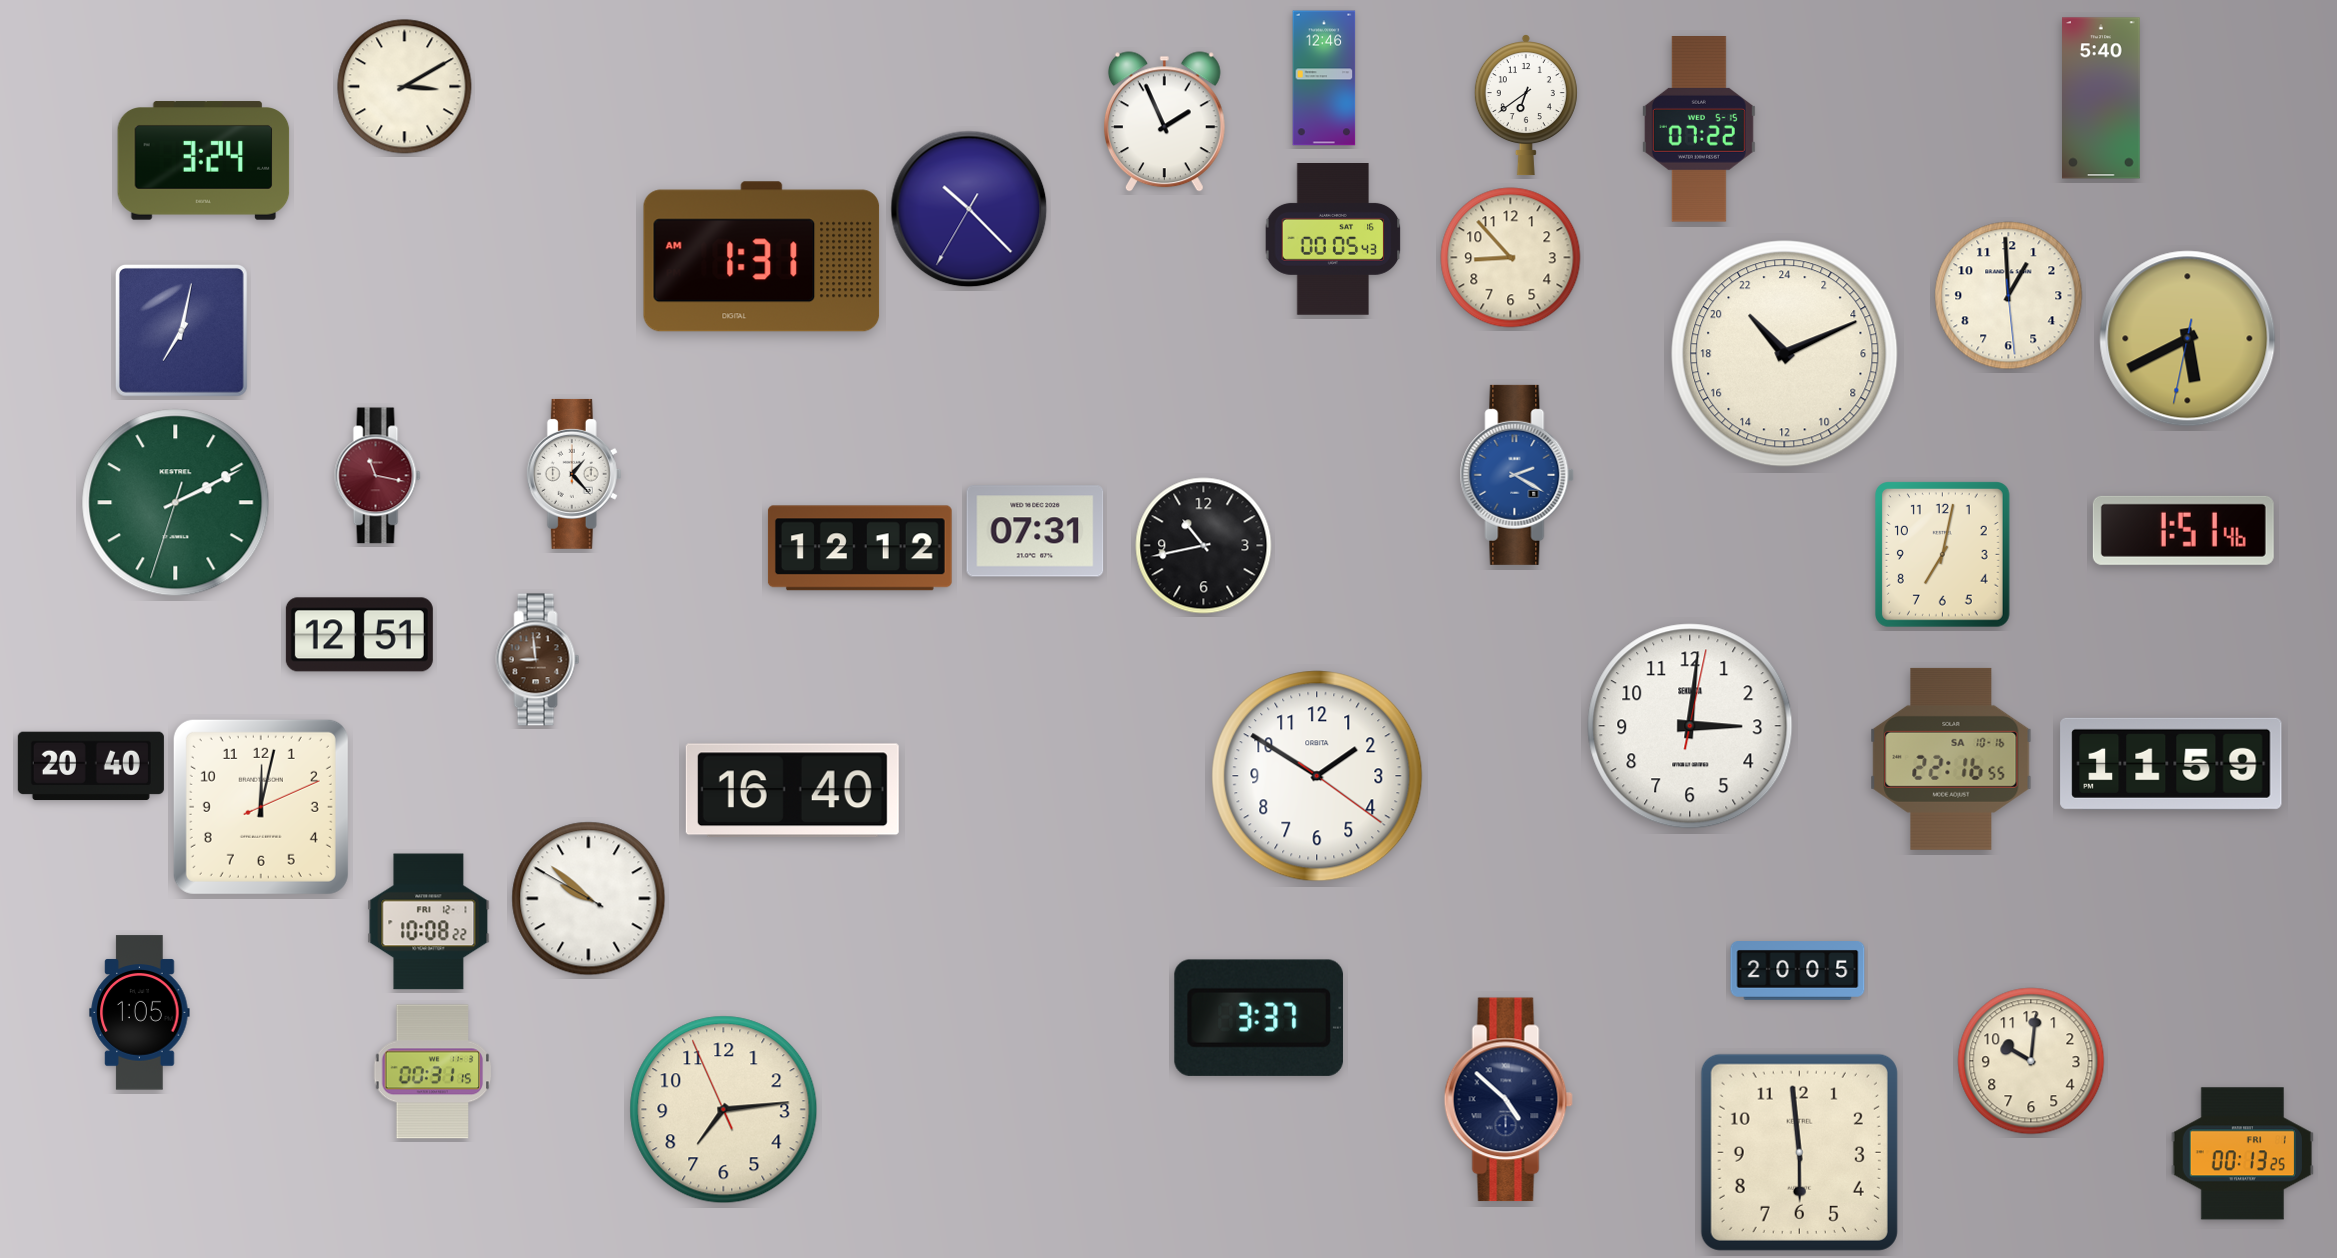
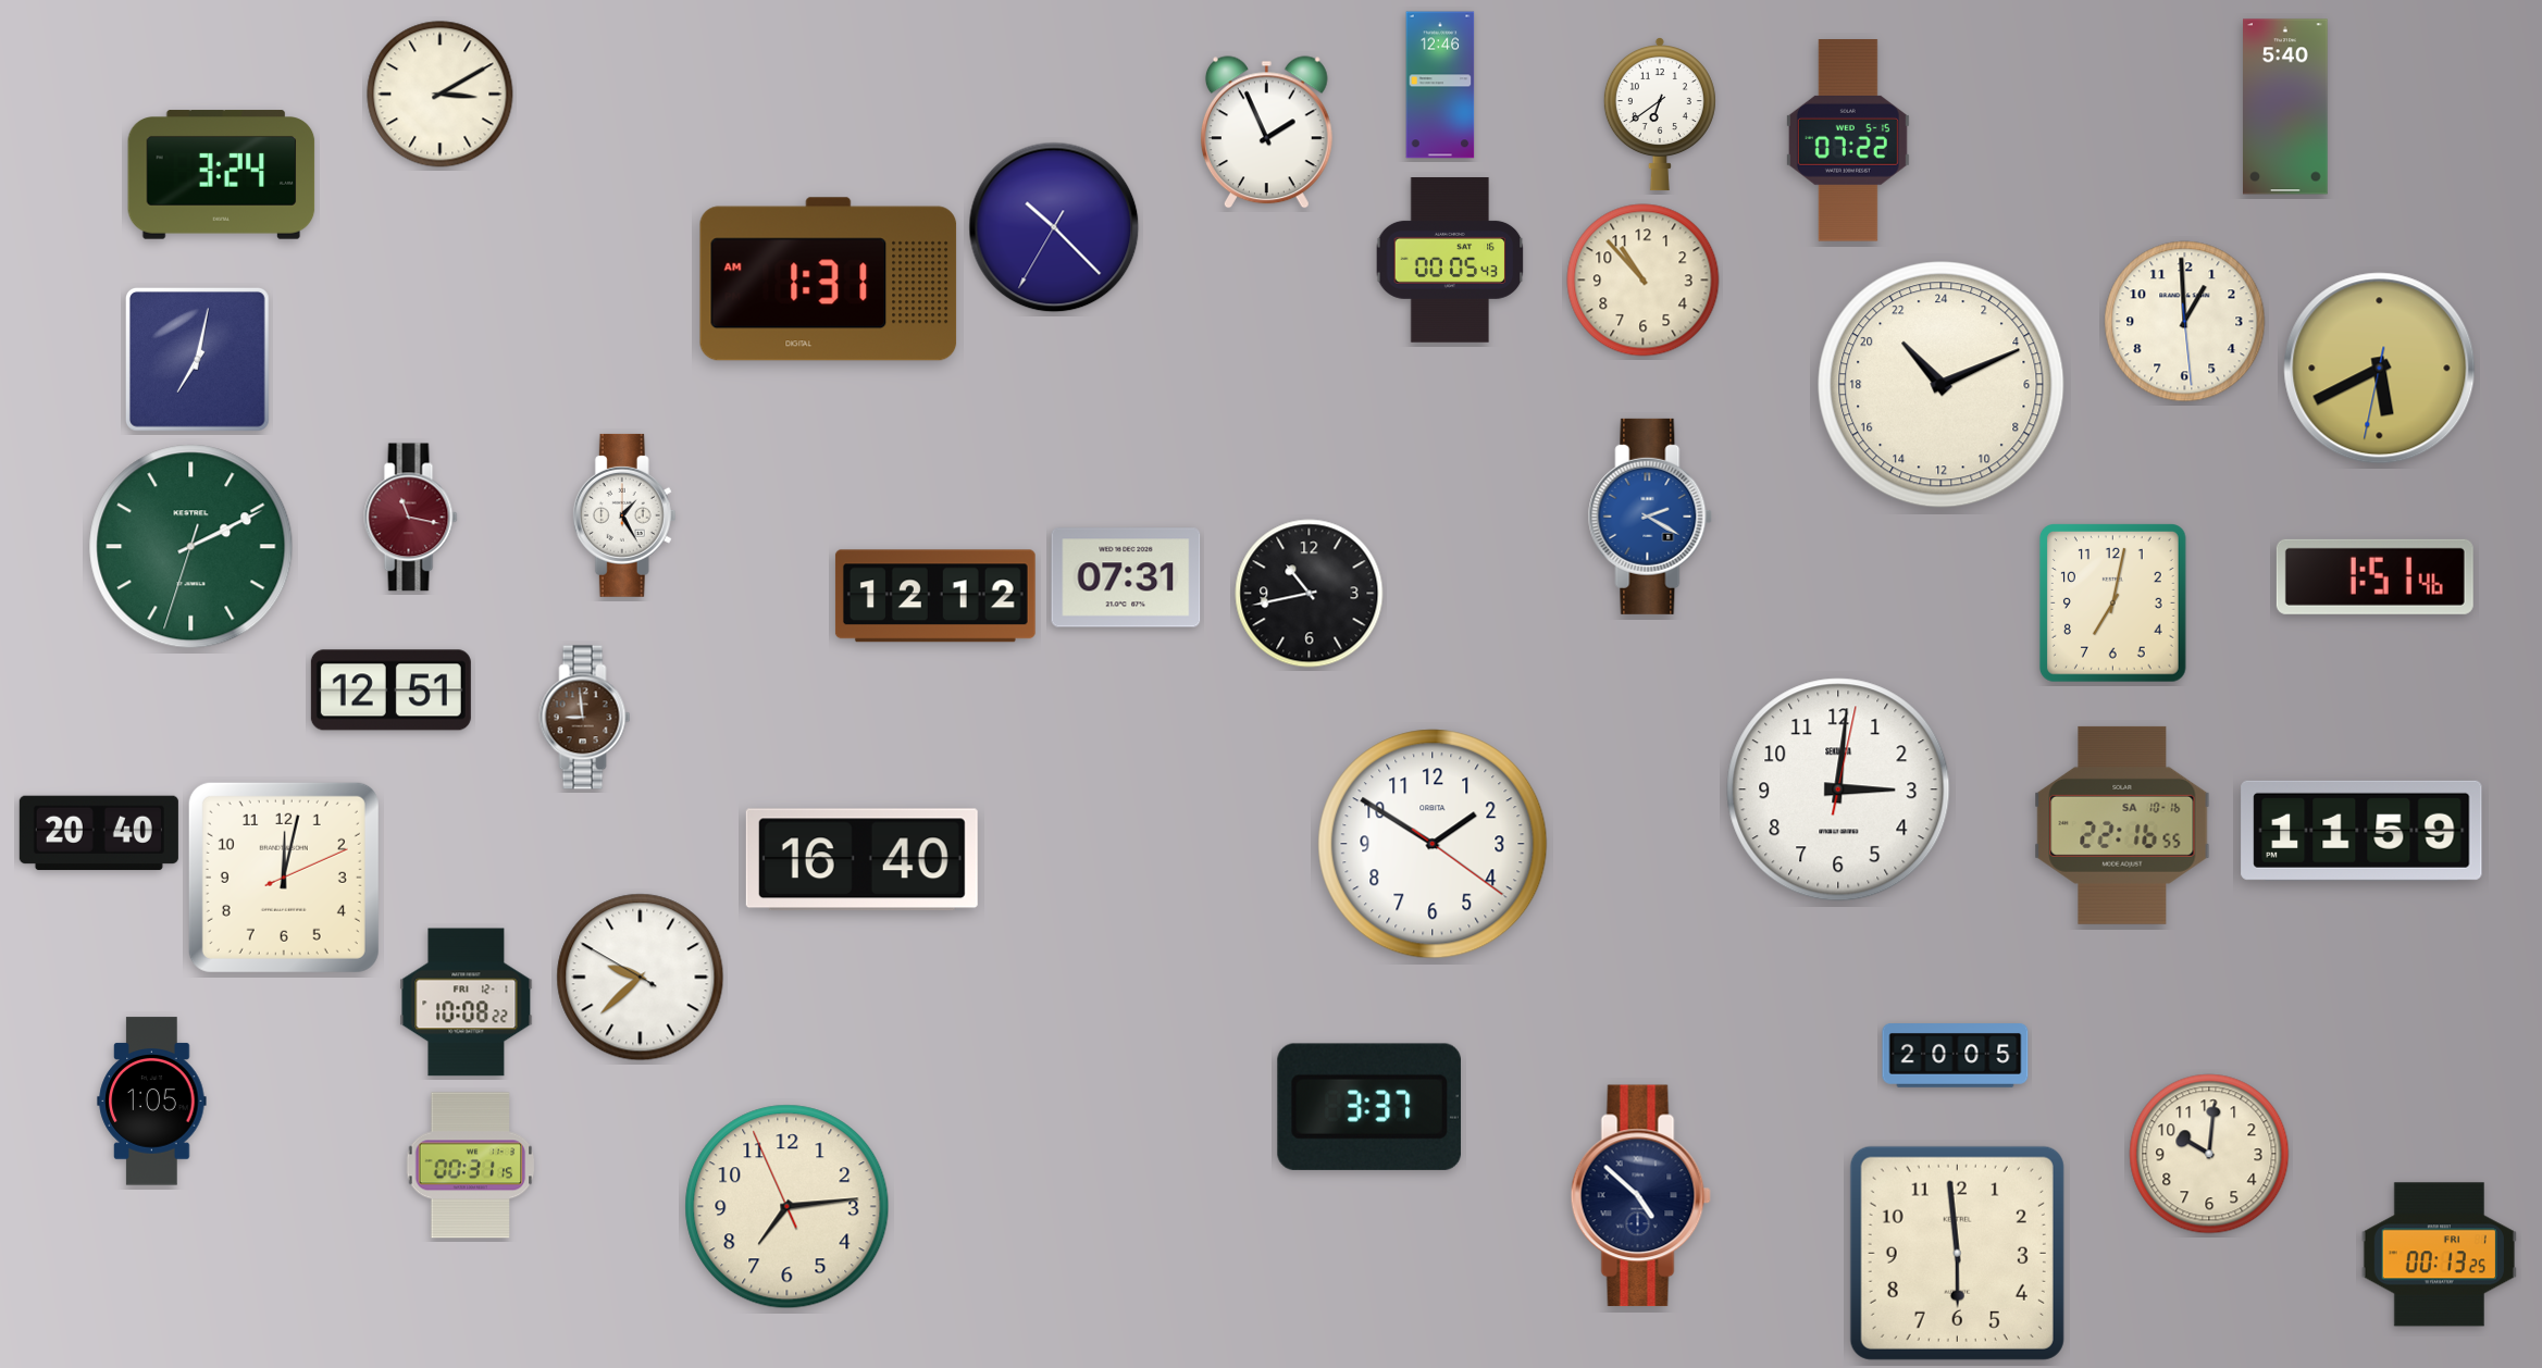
clock at (1511, 258): 8:53 -> 10:53
clock at (574, 474): 1:23 -> 1:25
clock at (589, 899): 9:51 -> 9:37
